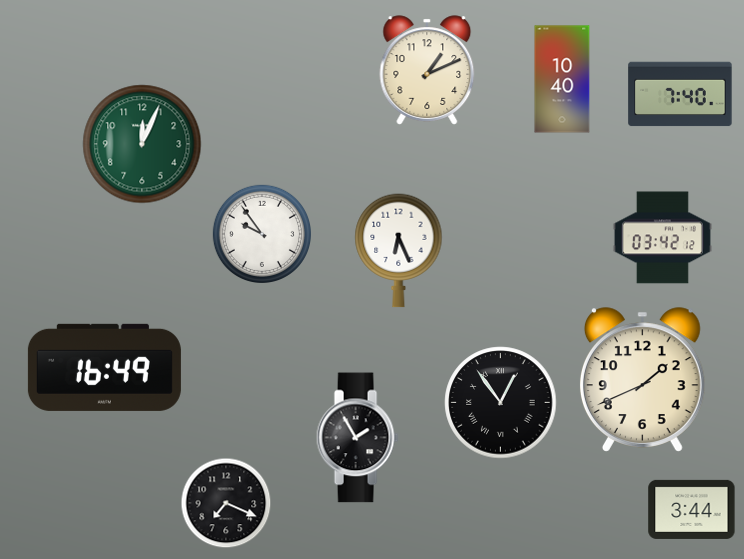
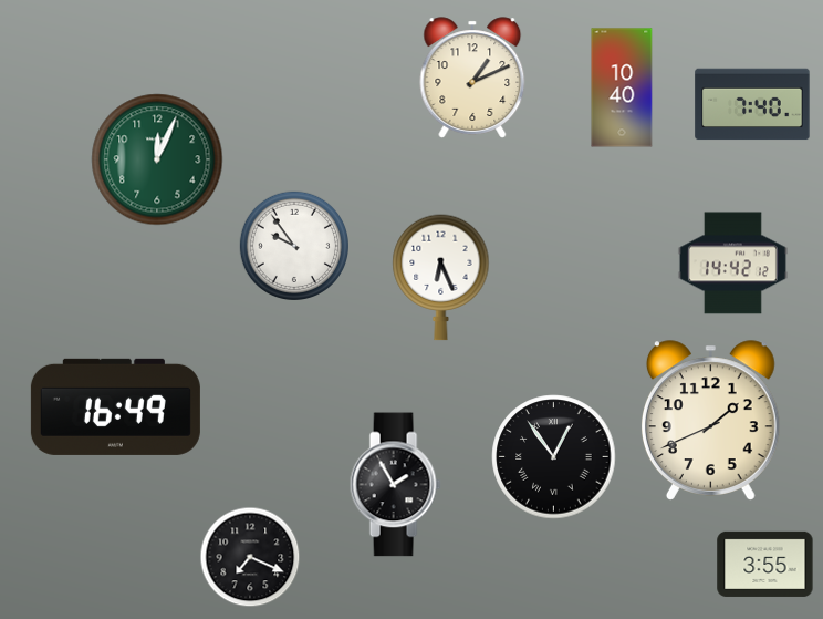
clock at (261, 233) position: (261, 233) -> (293, 245)
clock at (662, 238): 03:42 -> 14:42
clock at (501, 403) position: (501, 403) -> (554, 457)
clock at (692, 509): 3:44 -> 3:55
